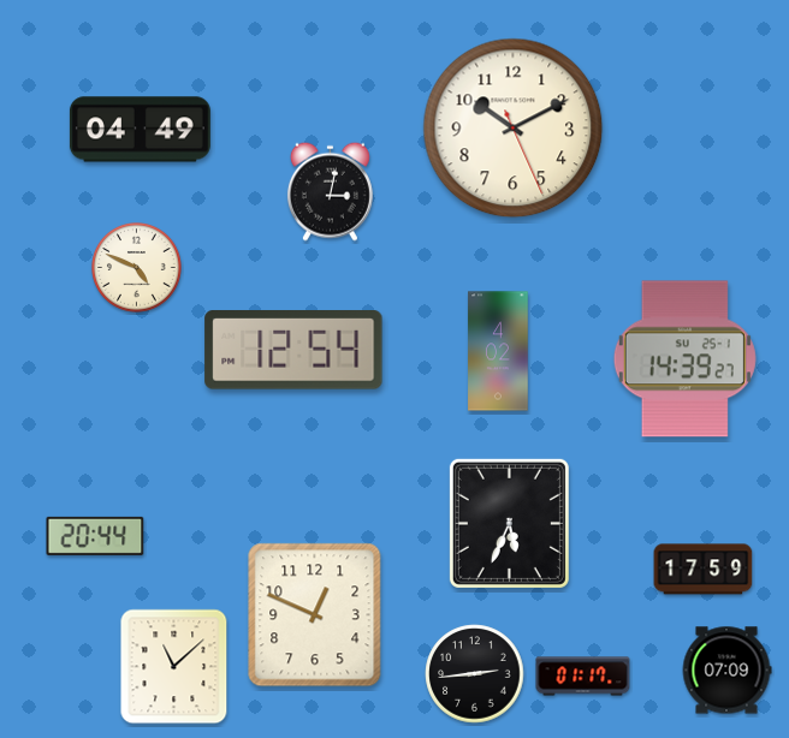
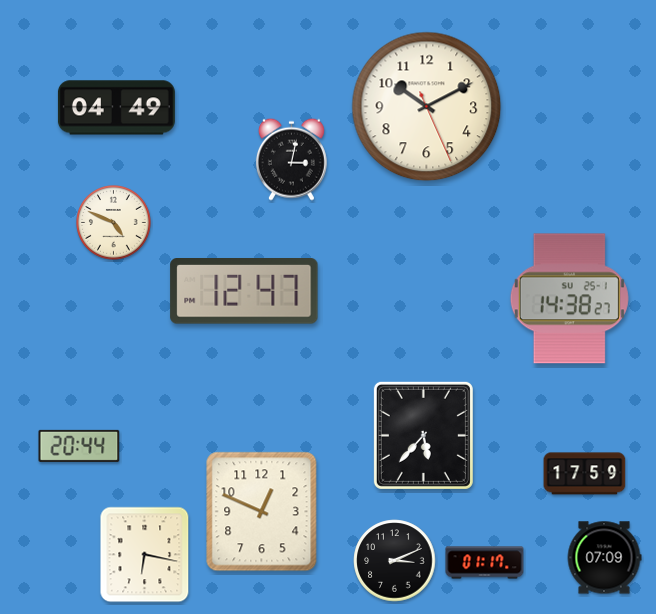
clock at (330, 191) position: (330, 191) -> (291, 159)
clock at (293, 351): 12:54 -> 12:47
clock at (498, 351): 4:02 -> none
clock at (684, 359): 14:39 -> 14:38
clock at (509, 523): 5:34 -> 5:37
clock at (174, 667): 11:08 -> 6:17
clock at (475, 674): 2:44 -> 3:11
